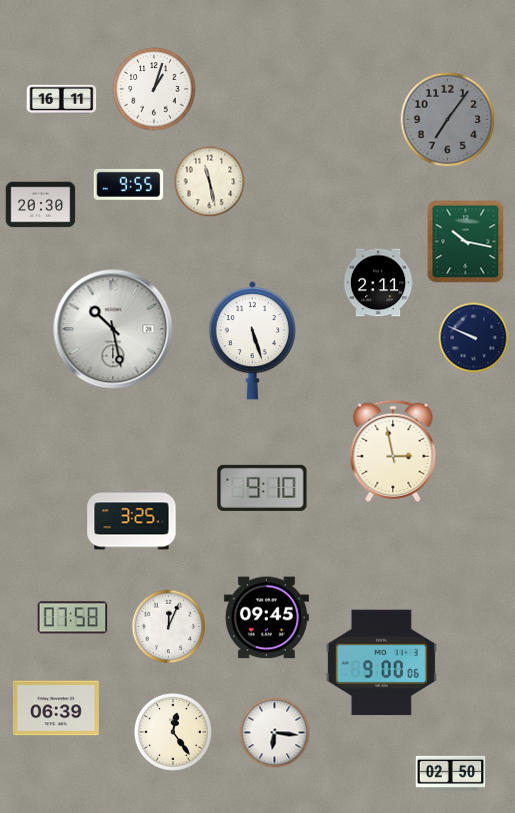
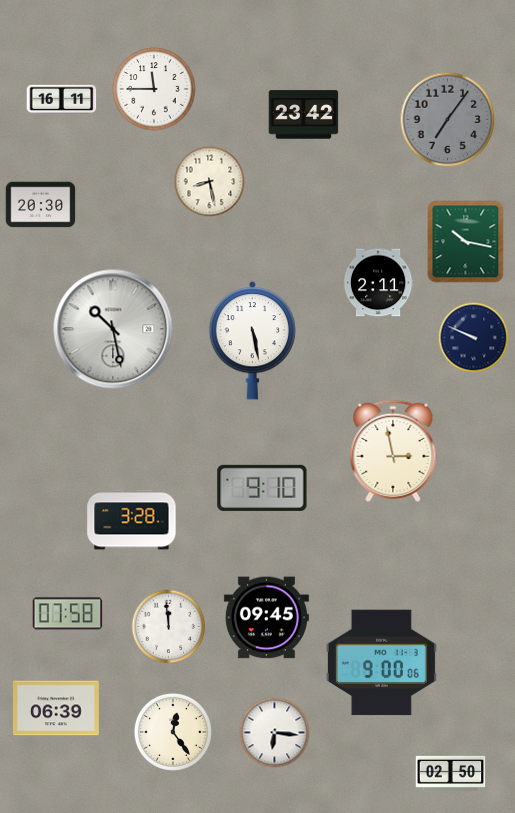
clock at (154, 89): 1:03 -> 11:45
clock at (304, 115): none -> 23:42
clock at (210, 182): 11:28 -> 8:28
clock at (129, 184): 9:55 -> none
clock at (252, 341): 5:27 -> 5:28
clock at (132, 520): 3:25 -> 3:28
clock at (73, 618) position: (73, 618) -> (68, 614)
clock at (169, 627): 12:04 -> 11:59
